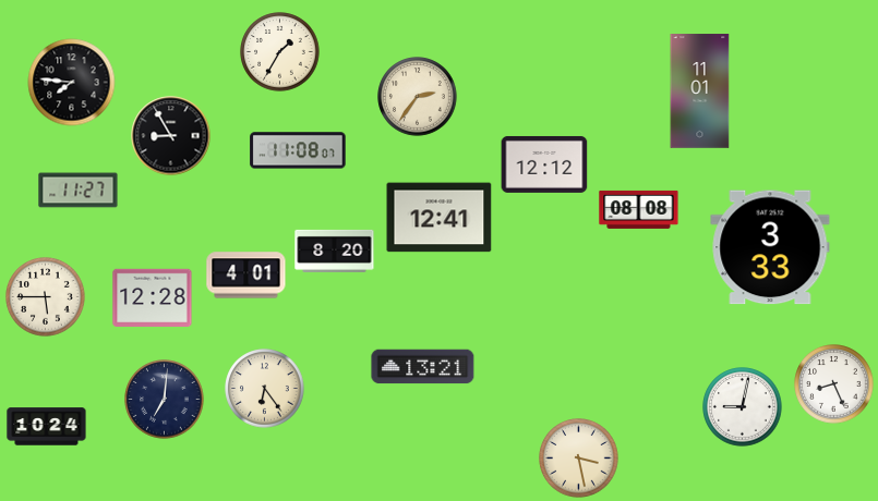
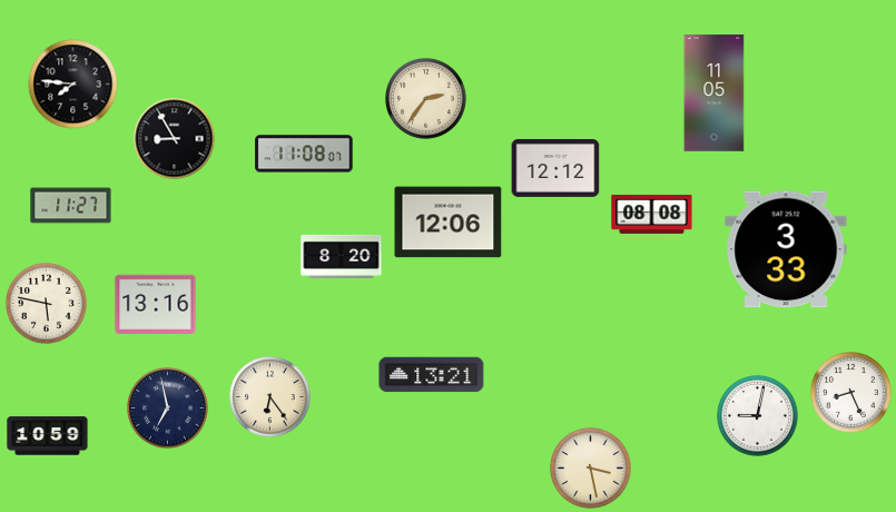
clock at (280, 52): 1:35 -> none
clock at (700, 91): 11:01 -> 11:05
clock at (79, 191) position: (79, 191) -> (71, 206)
clock at (440, 218): 12:41 -> 12:06
clock at (770, 247) position: (770, 247) -> (786, 249)
clock at (246, 276): 4:01 -> none
clock at (46, 297): 5:45 -> 5:47
clock at (153, 297): 12:28 -> 13:16
clock at (165, 400): 7:01 -> 6:58
clock at (47, 427): 10:24 -> 10:59
